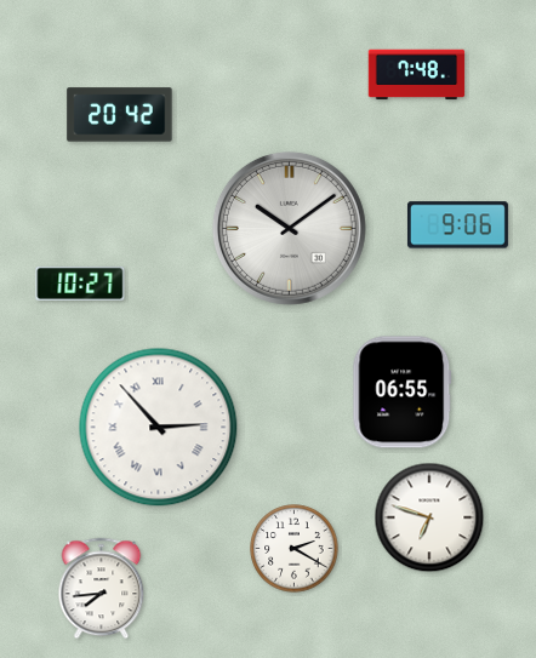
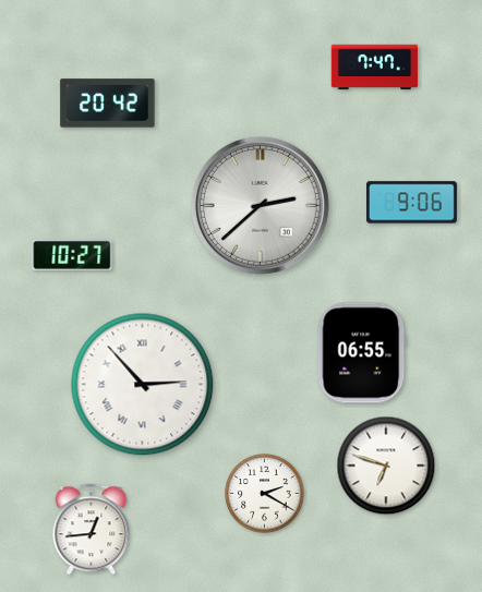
clock at (417, 75): 7:48 -> 7:47
clock at (289, 228): 10:09 -> 2:38
clock at (102, 589): 7:44 -> 12:44
